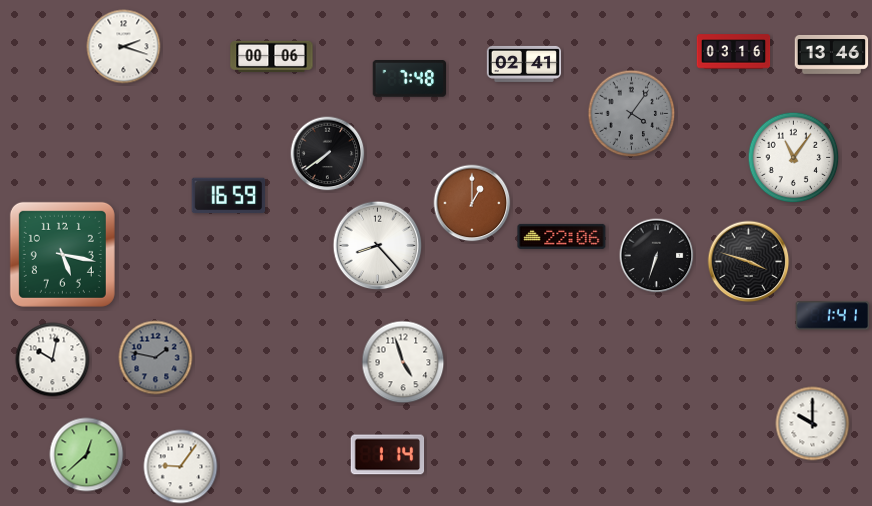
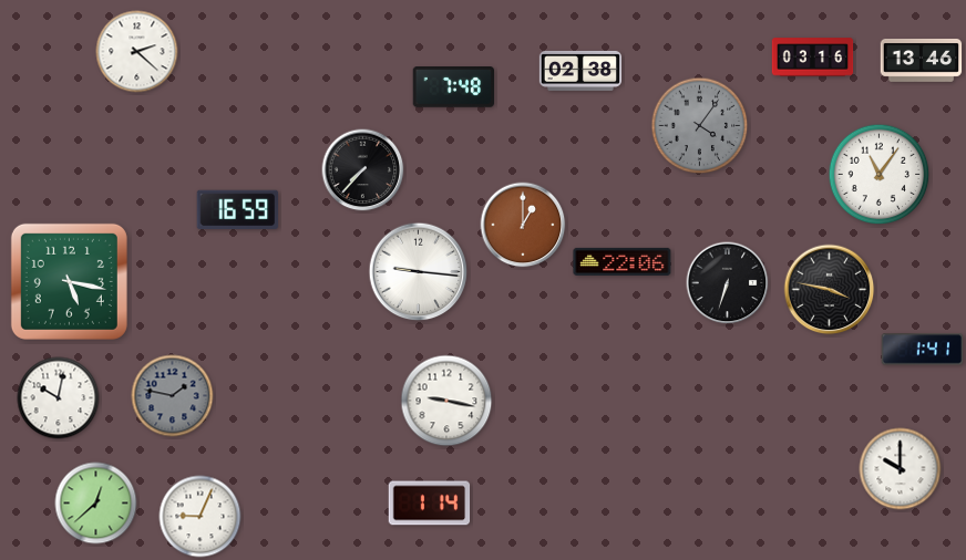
clock at (124, 47): 2:18 -> 2:22
clock at (272, 56): 00:06 -> none
clock at (524, 64): 02:41 -> 02:38
clock at (328, 154): 7:39 -> 7:37
clock at (229, 196) position: (229, 196) -> (238, 210)
clock at (378, 246): 8:23 -> 9:16
clock at (749, 262): 3:48 -> 3:47
clock at (403, 362): 4:57 -> 9:17
clock at (181, 467): 9:06 -> 9:04
